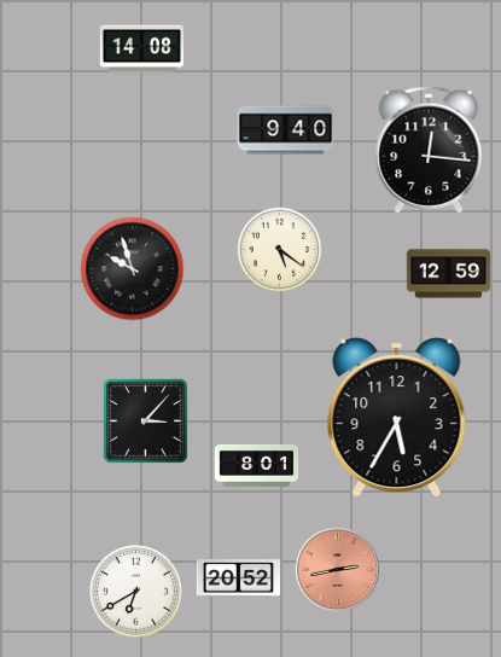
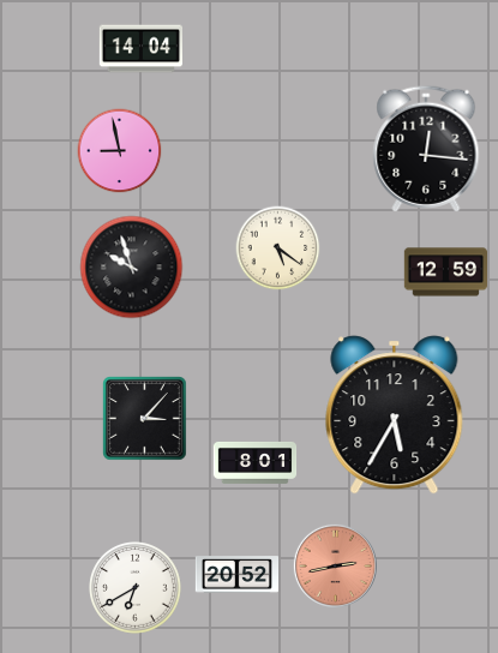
clock at (142, 50): 14:08 -> 14:04
clock at (286, 130): 9:40 -> none
clock at (120, 151): none -> 8:58
